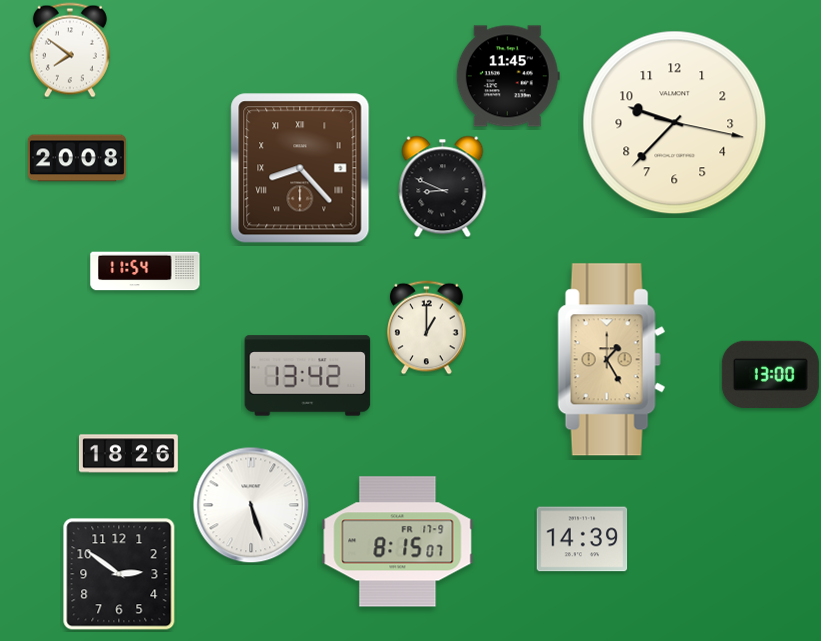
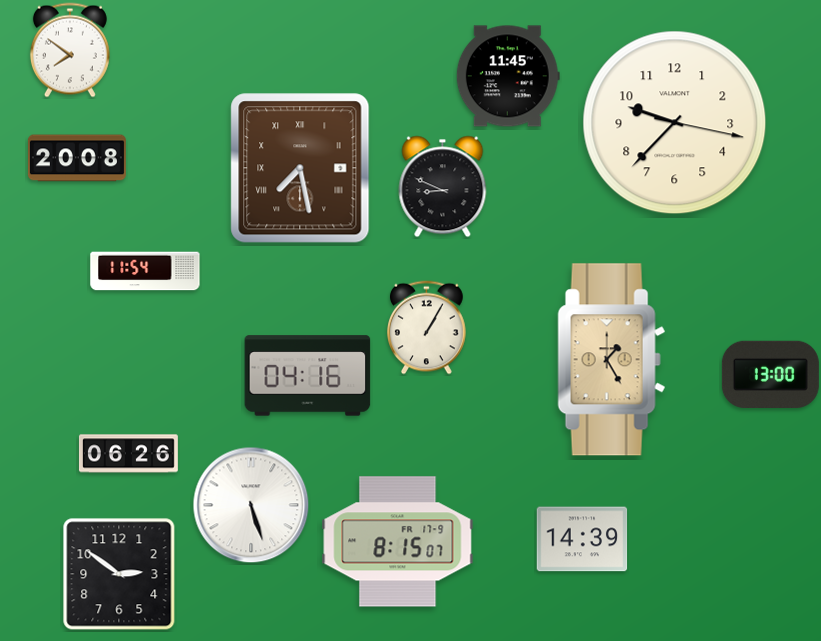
clock at (300, 168): 8:23 -> 7:28
clock at (427, 328): 1:00 -> 1:05
clock at (308, 376): 13:42 -> 04:16
clock at (128, 454): 18:26 -> 06:26
